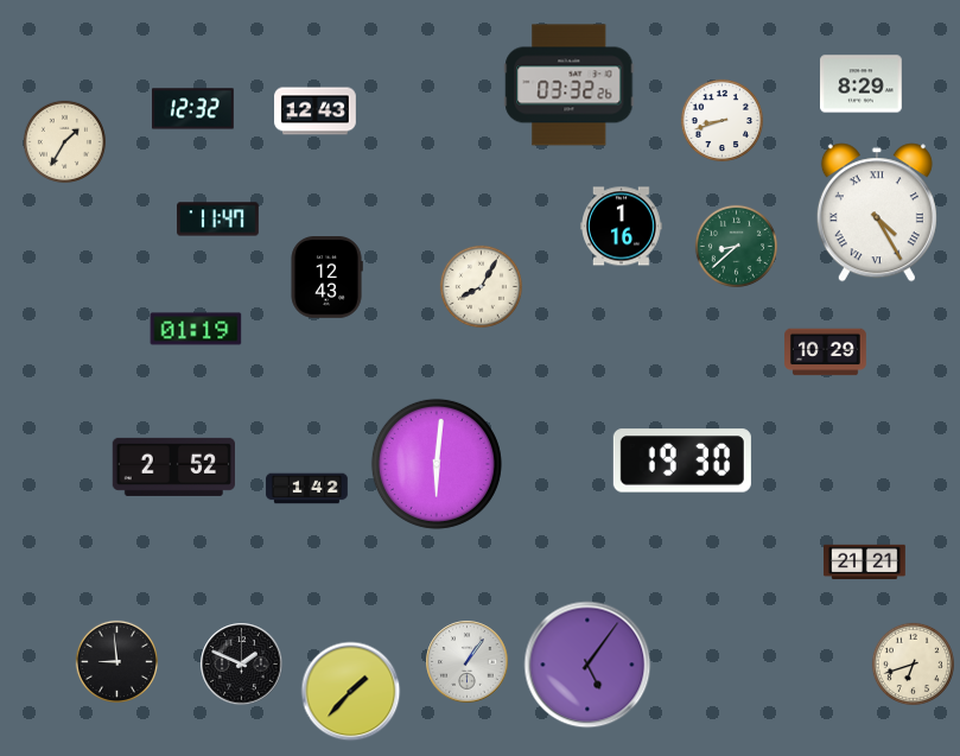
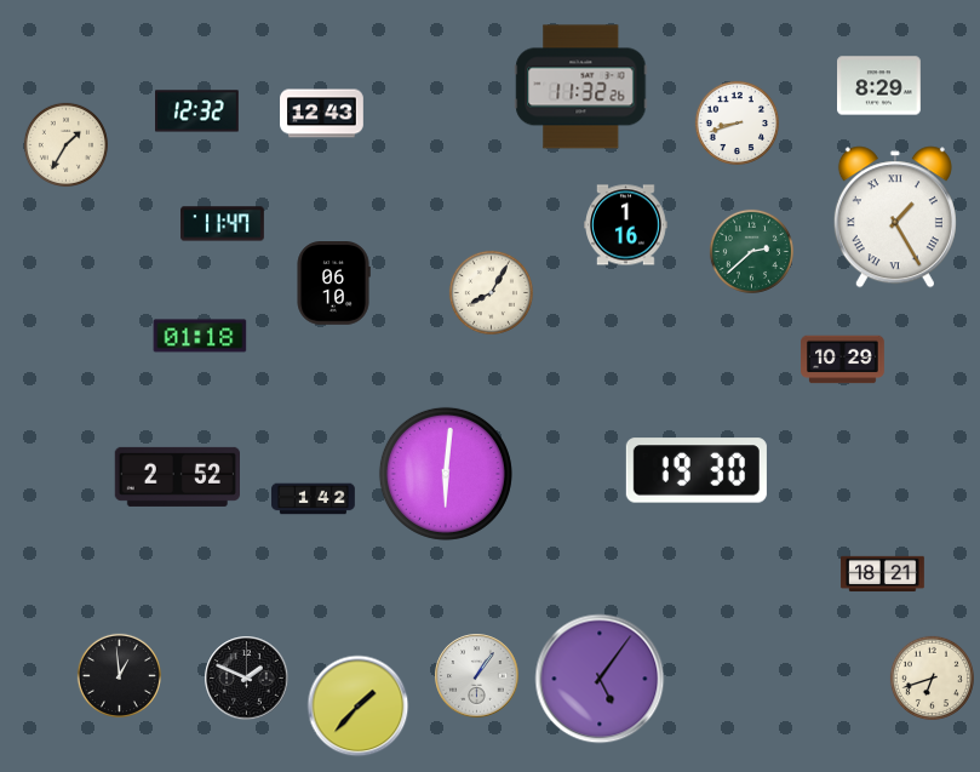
clock at (570, 85): 03:32 -> 11:32
clock at (877, 212): 4:25 -> 1:25
clock at (622, 227) position: (622, 227) -> (626, 225)
clock at (736, 246): 8:38 -> 2:38
clock at (326, 278): 12:43 -> 06:10
clock at (196, 329): 01:19 -> 01:18
clock at (865, 563): 21:21 -> 18:21
clock at (116, 661): 8:59 -> 12:59
